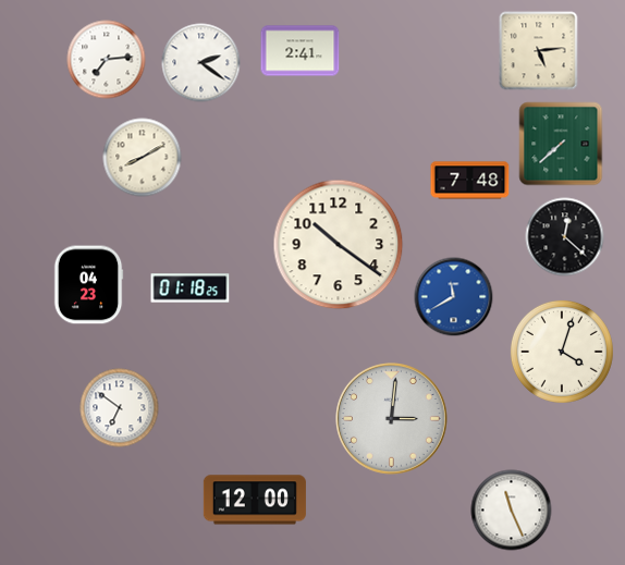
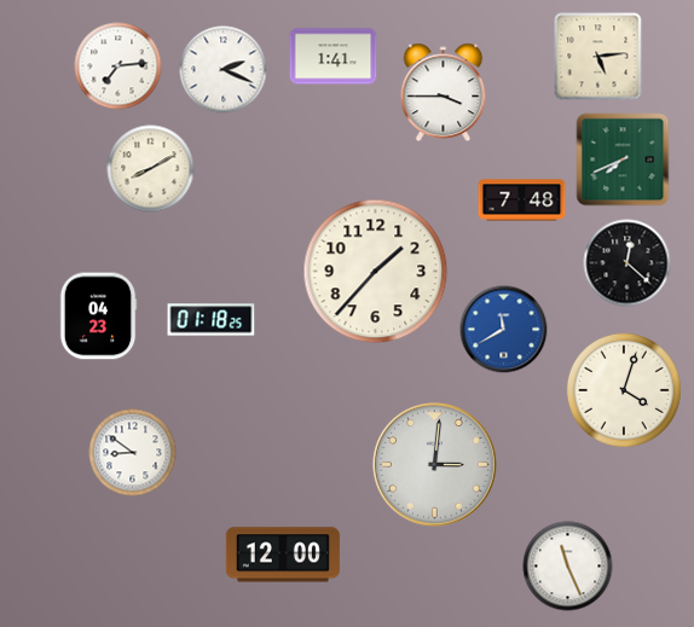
clock at (301, 51): 2:41 -> 1:41
clock at (201, 63): 2:21 -> 2:19
clock at (444, 93): none -> 3:45
clock at (561, 144): 7:38 -> 7:41
clock at (143, 158) position: (143, 158) -> (151, 169)
clock at (339, 245): 10:21 -> 1:37
clock at (120, 408): 6:51 -> 8:51
